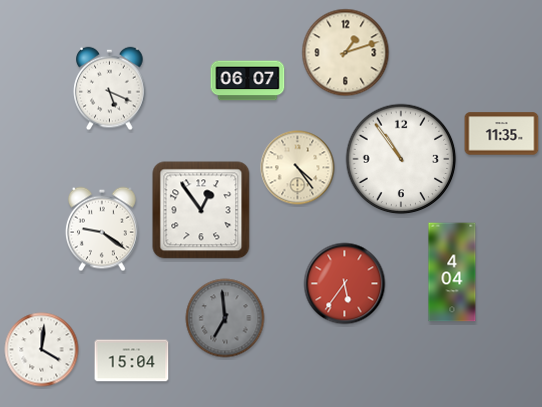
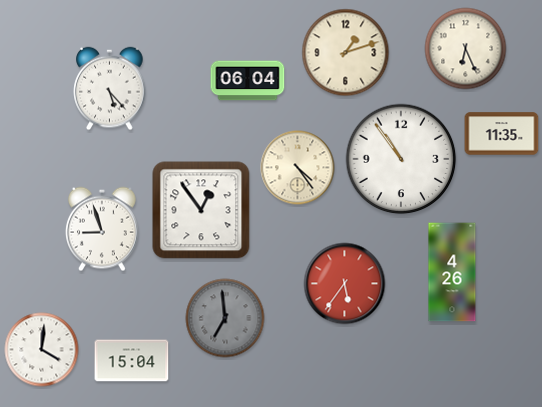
clock at (466, 49): none -> 6:26
clock at (248, 81): 06:07 -> 06:04
clock at (110, 89): 5:19 -> 5:23
clock at (102, 229): 9:21 -> 8:57
clock at (452, 272): 4:04 -> 4:26
